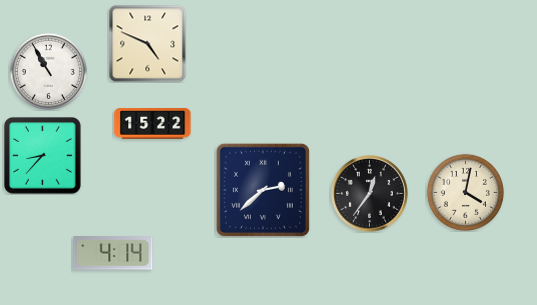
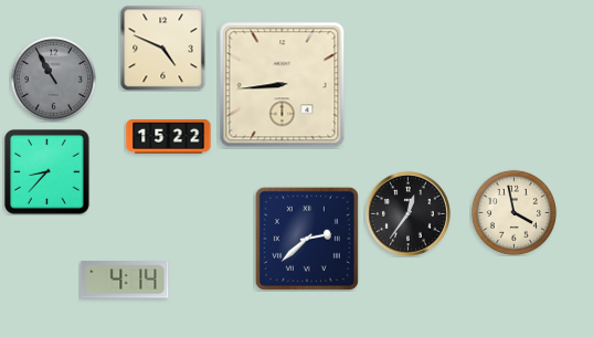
clock at (48, 71) dial: white -> grey
clock at (283, 85): none -> 8:44
clock at (263, 190) position: (263, 190) -> (307, 239)
clock at (465, 192): 4:02 -> 3:58
